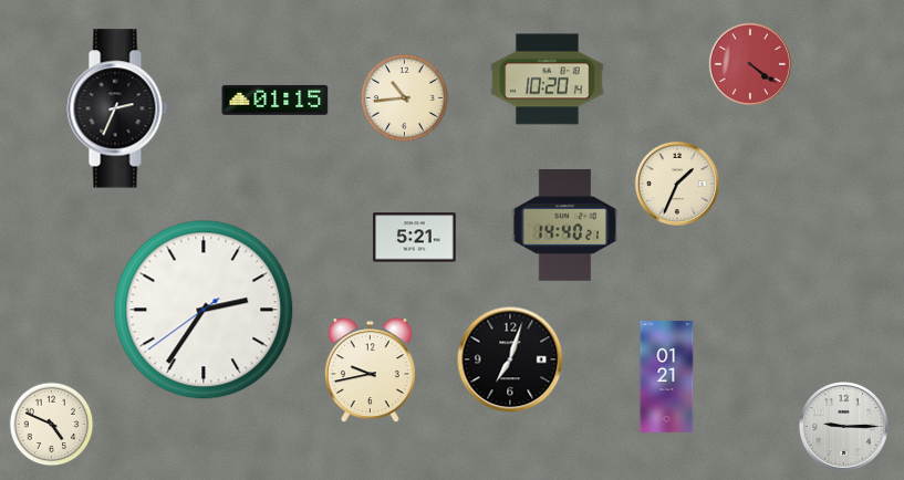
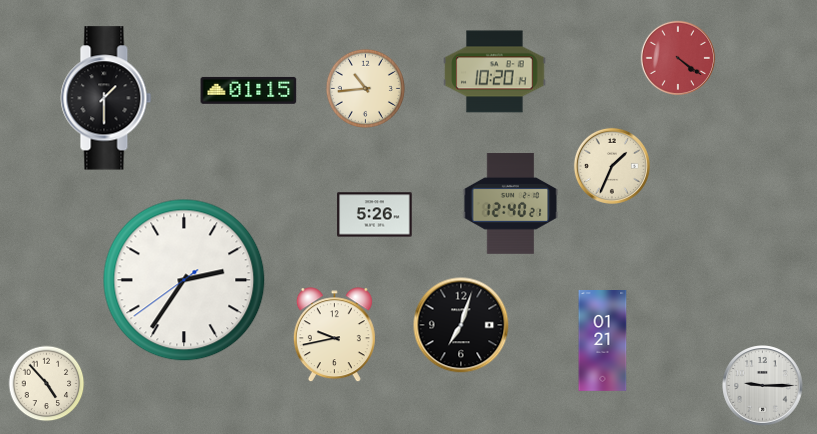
clock at (117, 108): 2:34 -> 1:30
clock at (565, 226): 14:40 -> 12:40
clock at (415, 238): 5:21 -> 5:26
clock at (52, 425): 4:49 -> 4:53
